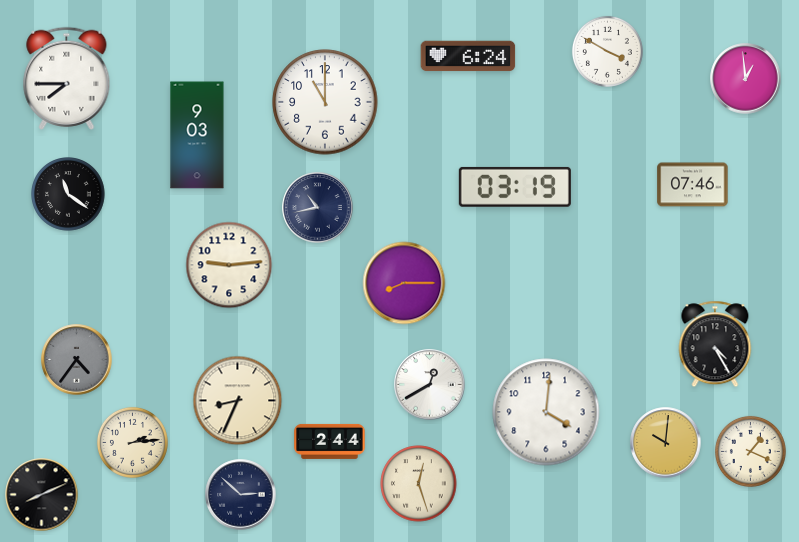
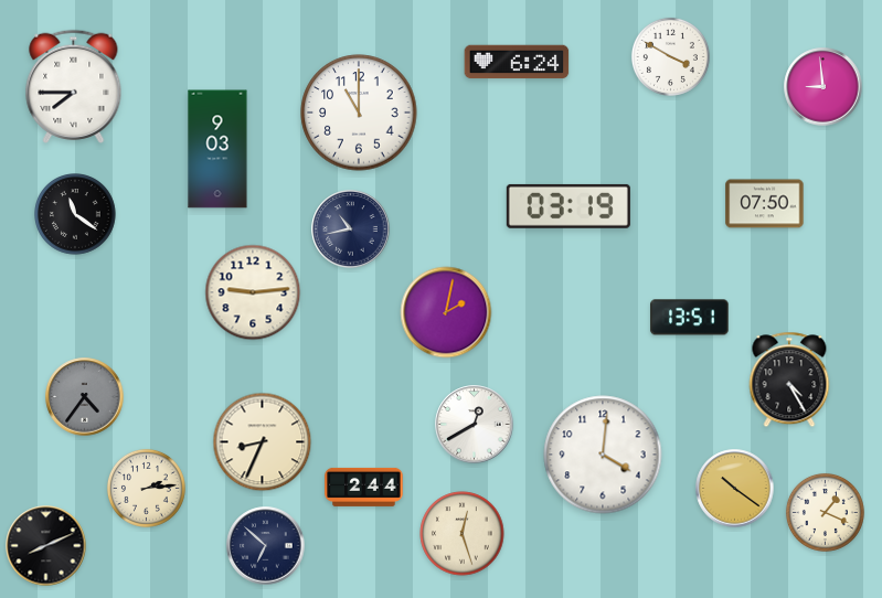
clock at (746, 79): 12:59 -> 8:59
clock at (693, 185): 07:46 -> 07:50
clock at (404, 283): 8:15 -> 2:02
clock at (690, 318): none -> 13:51
clock at (666, 443): 10:01 -> 10:21
clock at (750, 451) position: (750, 451) -> (825, 512)
clock at (241, 495): 2:52 -> 6:52
